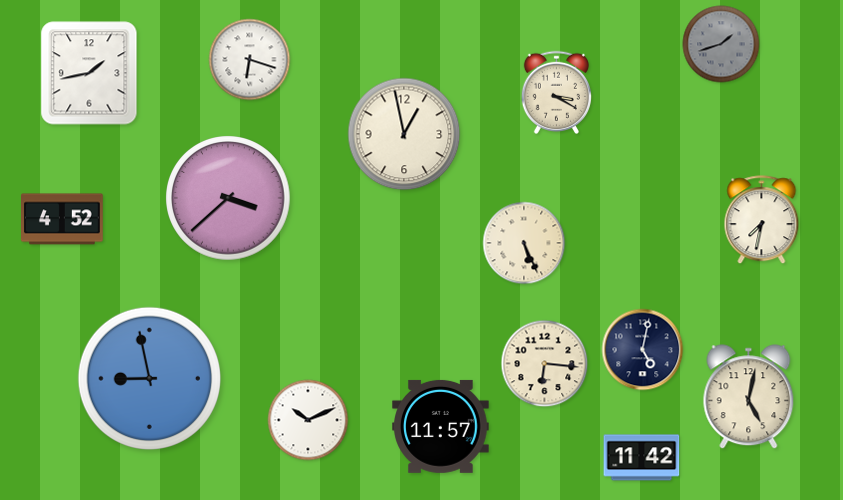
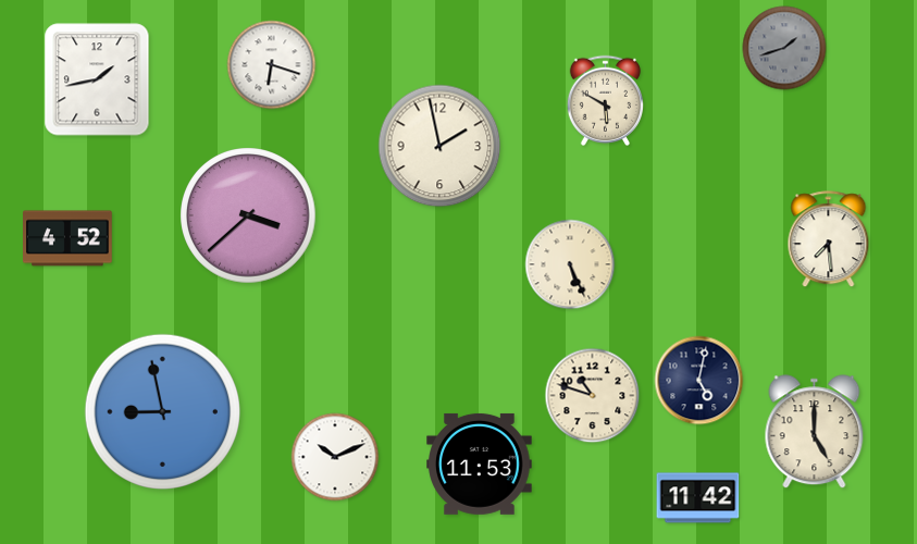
clock at (556, 92): 3:20 -> 5:50
clock at (404, 134): 12:58 -> 1:58
clock at (762, 220): 7:32 -> 7:29
clock at (545, 364): 6:16 -> 10:48
clock at (749, 397): 5:02 -> 5:00
clock at (441, 426): 11:57 -> 11:53
